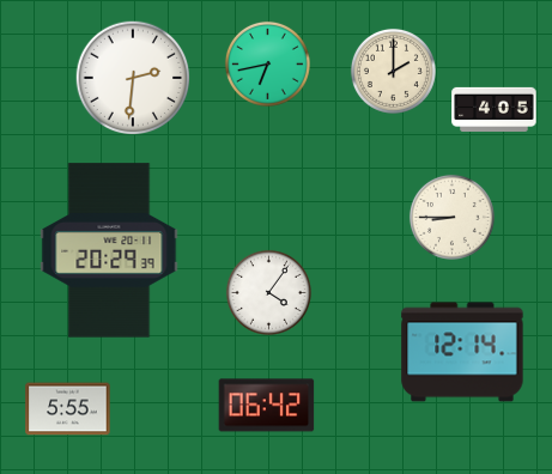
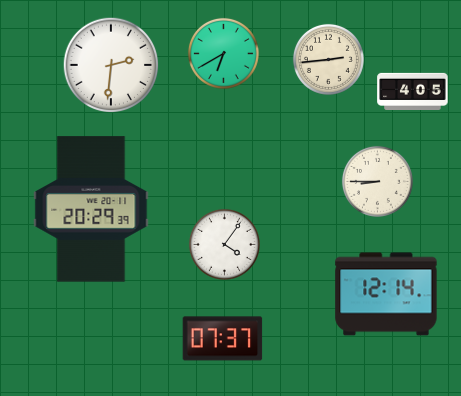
clock at (267, 63): 6:43 -> 6:40
clock at (393, 71): 2:00 -> 2:44
clock at (267, 406): 06:42 -> 07:37
clock at (68, 409): 5:55 -> none
